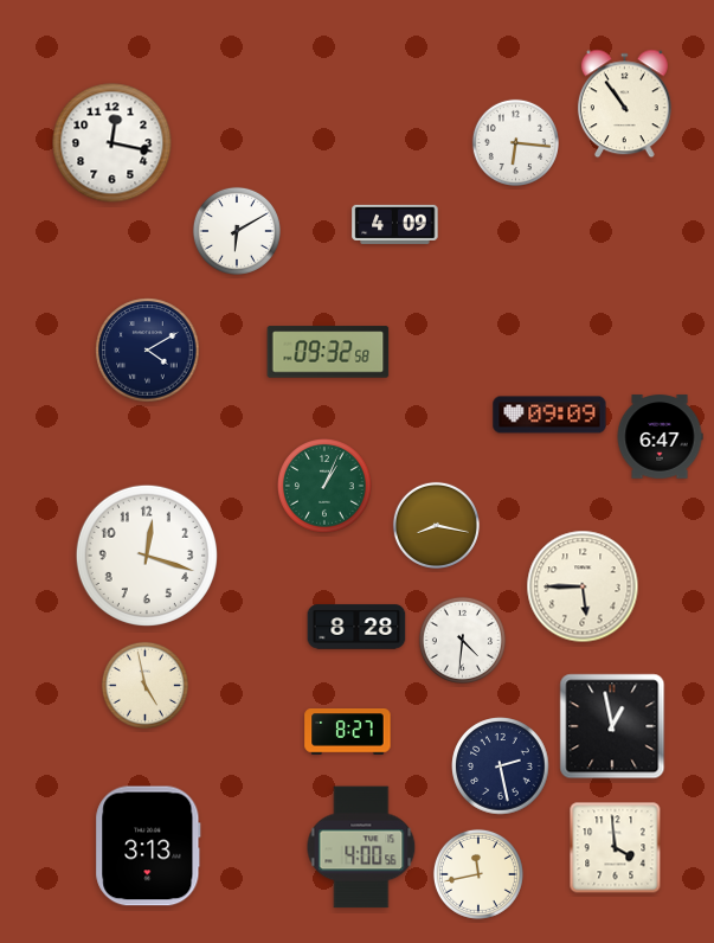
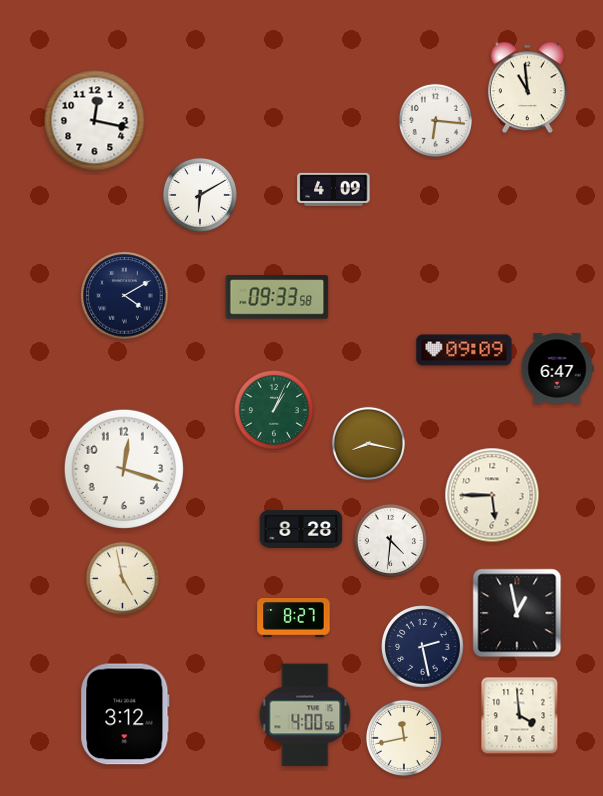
clock at (624, 104): 10:54 -> 10:59
clock at (328, 352): 09:32 -> 09:33
clock at (148, 846): 3:13 -> 3:12
